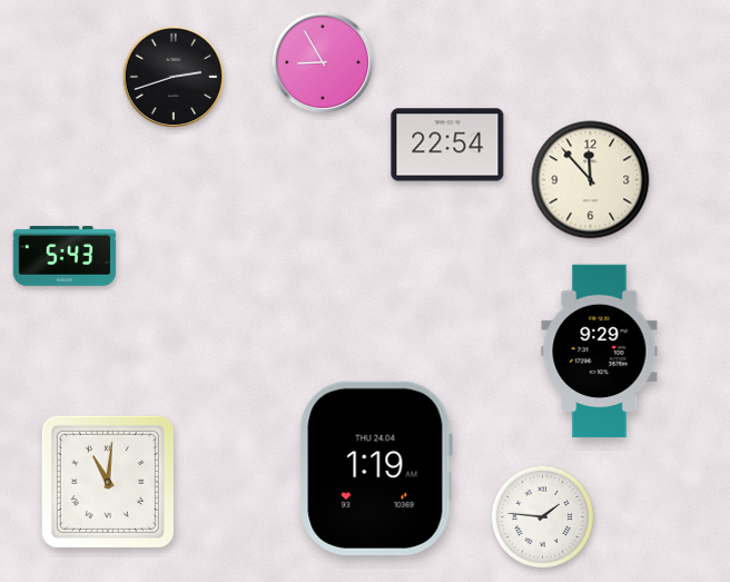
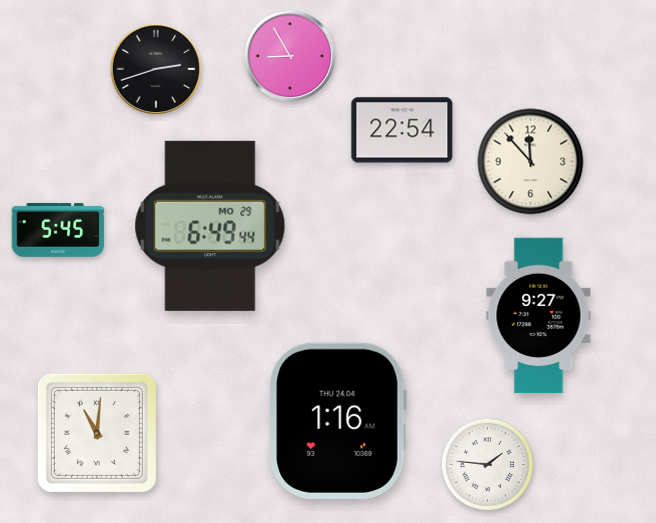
clock at (210, 226): none -> 6:49
clock at (65, 257): 5:43 -> 5:45
clock at (600, 352): 9:29 -> 9:27
clock at (376, 468): 1:19 -> 1:16
